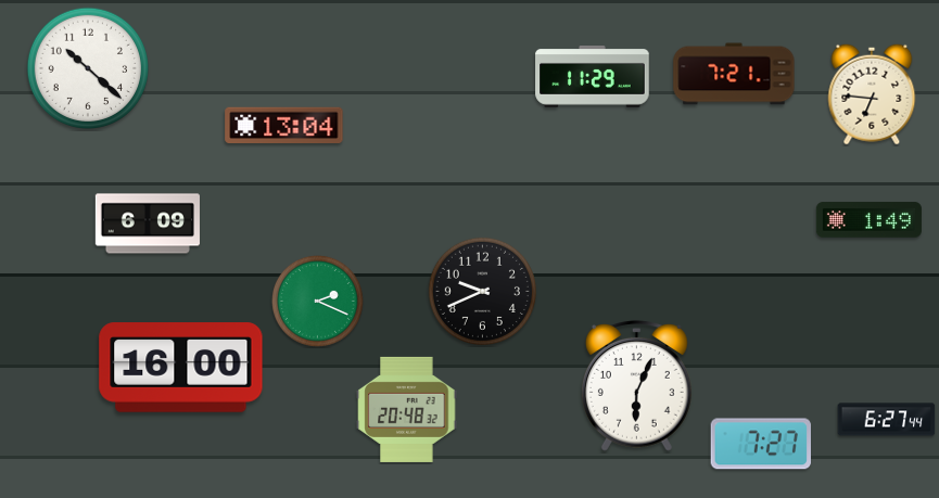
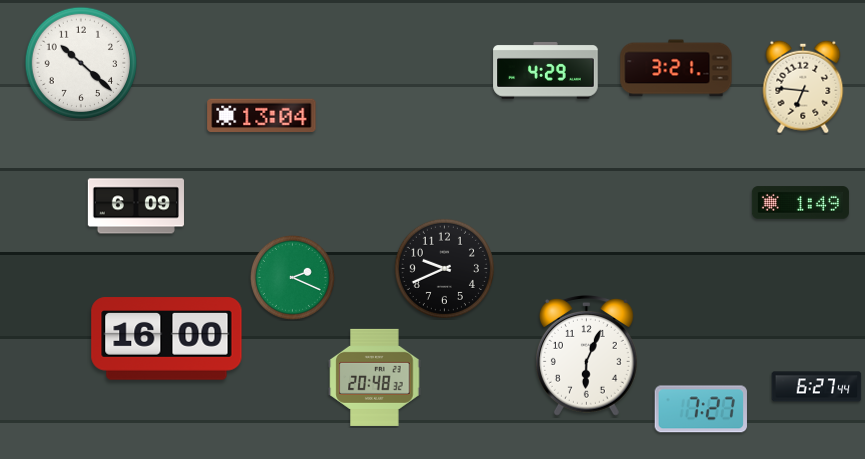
clock at (734, 74): 7:21 -> 3:21
clock at (593, 77): 11:29 -> 4:29
